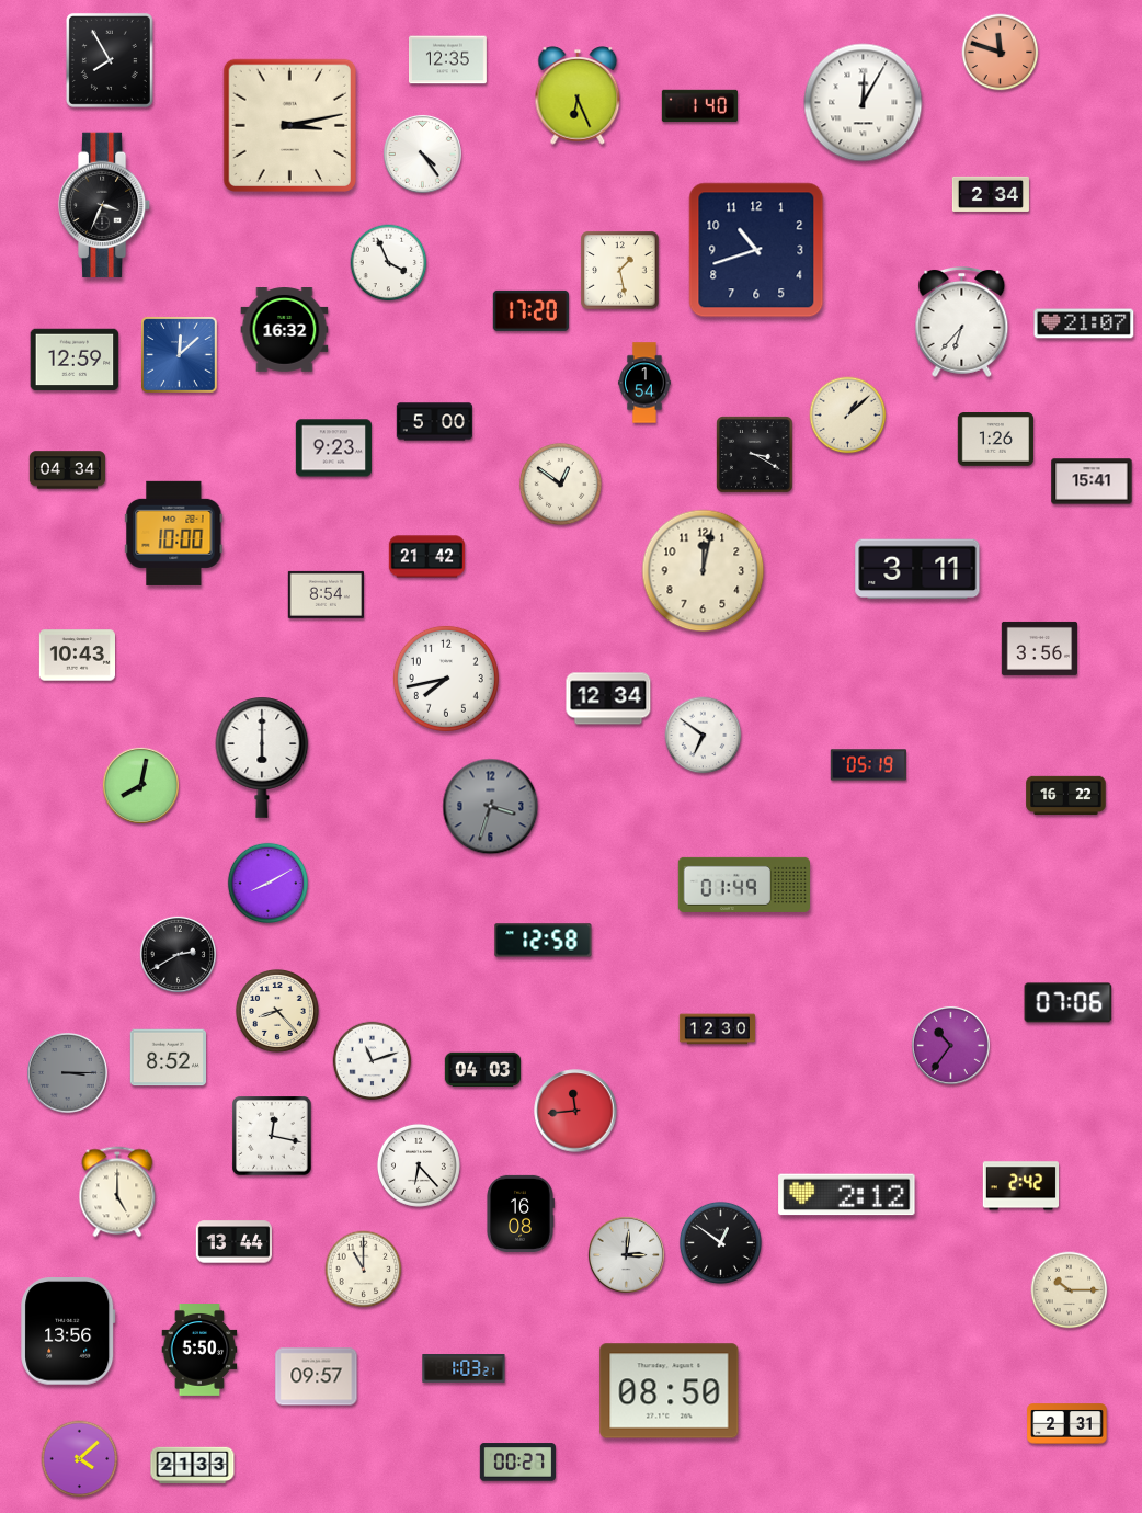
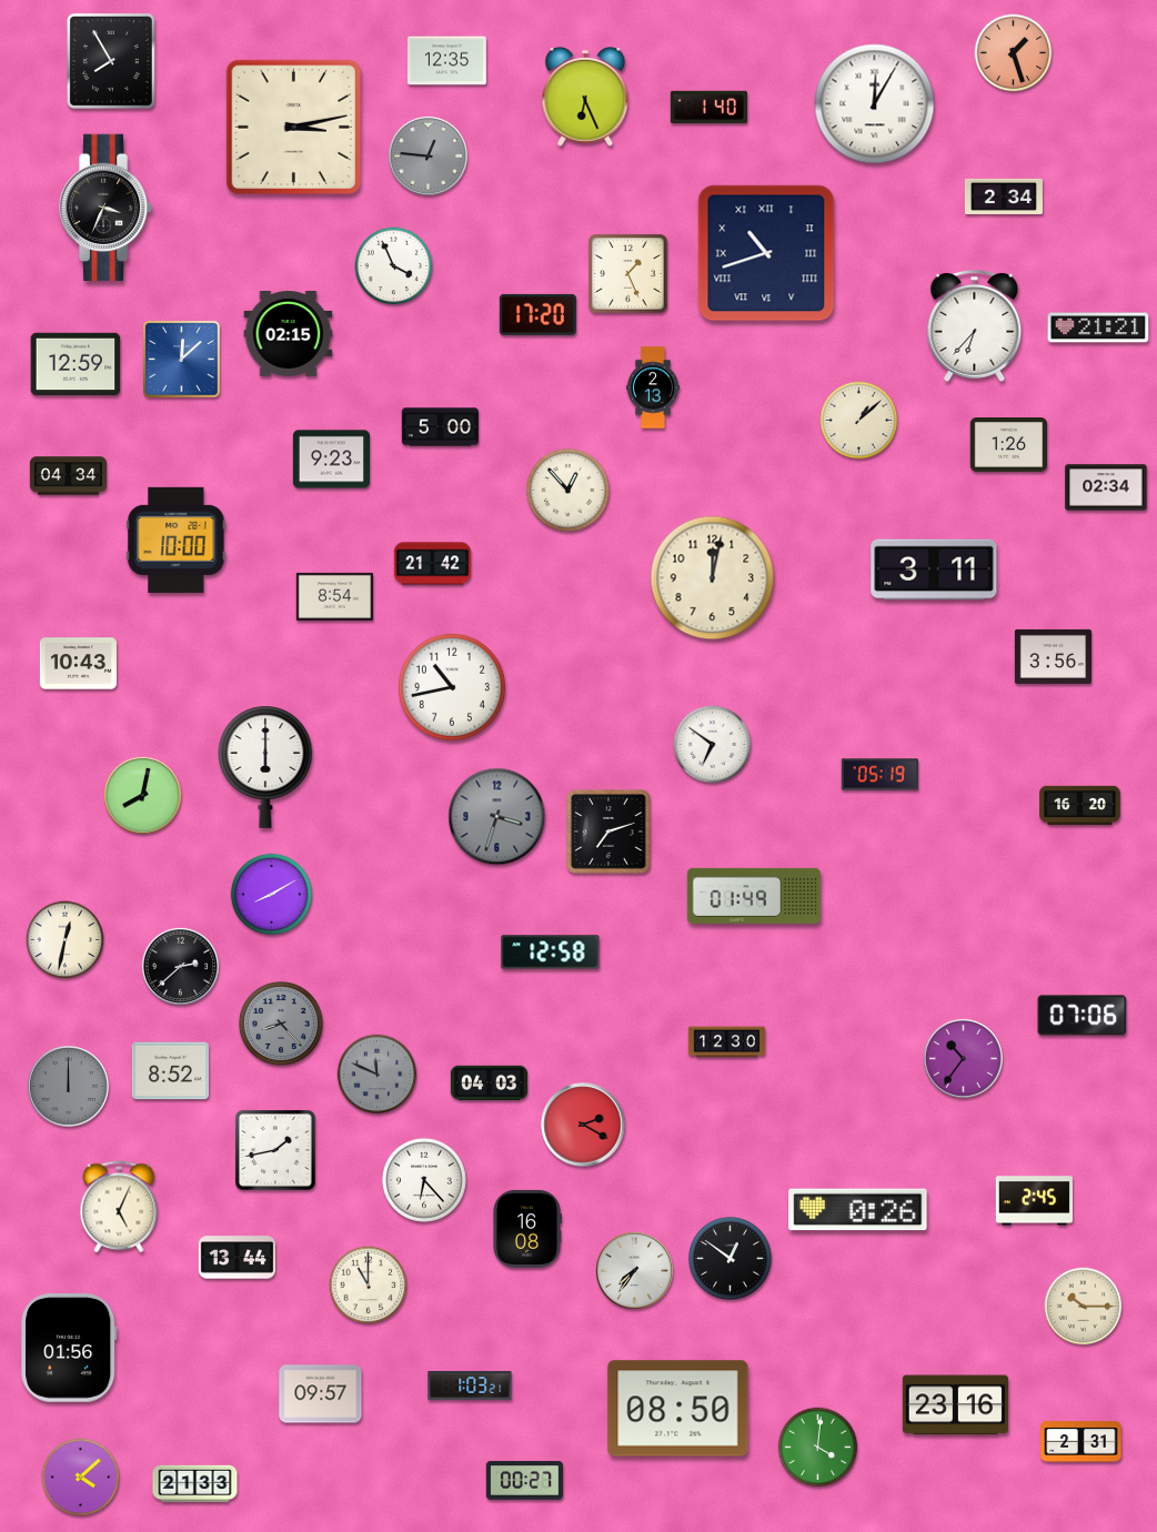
clock at (1001, 53): 11:48 -> 1:27
clock at (447, 60) position: (447, 60) -> (446, 61)
clock at (422, 153): 4:24 -> 12:46
clock at (422, 153) dial: white -> grey
clock at (756, 250) numerals: Arabic -> Roman
clock at (620, 271): 1:28 -> 1:26
clock at (1084, 323): 21:07 -> 21:21
clock at (285, 330): 16:32 -> 02:15
clock at (644, 383): 1:54 -> 2:13
clock at (333, 448) position: (333, 448) -> (331, 460)
clock at (755, 455): 3:20 -> none
clock at (1092, 481): 15:41 -> 02:34
clock at (560, 484): 12:51 -> 12:53
clock at (917, 569) position: (917, 569) -> (934, 570)
clock at (326, 594) position: (326, 594) -> (334, 596)
clock at (446, 679): 7:43 -> 10:43
clock at (608, 698): 12:34 -> none
clock at (1066, 796): 16:22 -> 16:20
clock at (610, 833): none -> 7:12
clock at (66, 940): none -> 12:32
clock at (178, 954): 2:40 -> 2:38
clock at (277, 1011) dial: cream -> grey
clock at (373, 1061): 11:12 -> 11:49
clock at (373, 1061) dial: white -> grey
clock at (68, 1073): 3:15 -> 12:00
clock at (575, 1111): 11:44 -> 2:20
clock at (272, 1136): 12:17 -> 1:43
clock at (1020, 1186): 2:42 -> 2:45
clock at (117, 1192): 5:00 -> 5:04
clock at (847, 1195): 2:12 -> 0:26
clock at (626, 1254): 3:01 -> 7:36
clock at (68, 1332): 13:56 -> 01:56
clock at (199, 1351): 5:50 -> none
clock at (955, 1405): none -> 23:16
clock at (818, 1448): none -> 4:01
